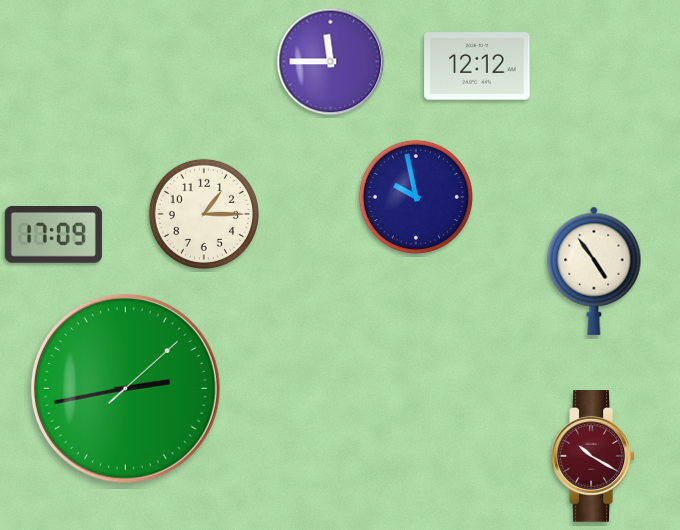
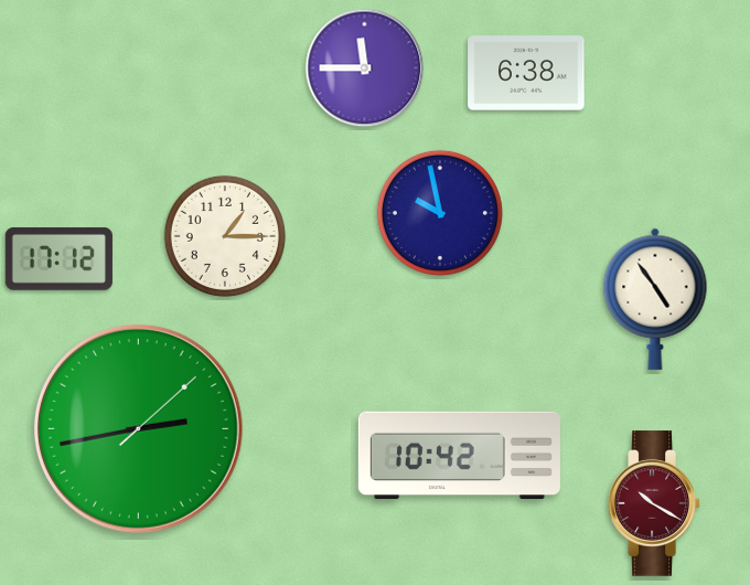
clock at (477, 66): 12:12 -> 6:38
clock at (416, 197) position: (416, 197) -> (440, 213)
clock at (53, 234): 17:09 -> 17:12
clock at (459, 456): none -> 10:42
